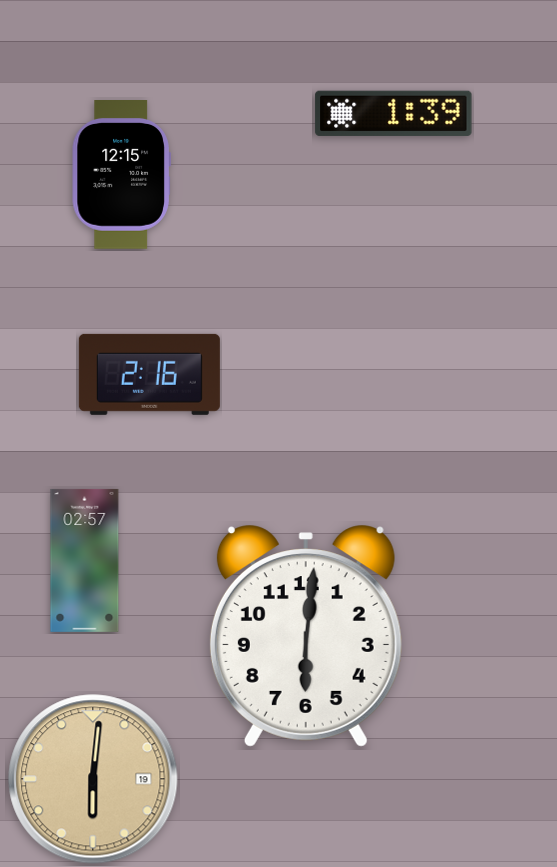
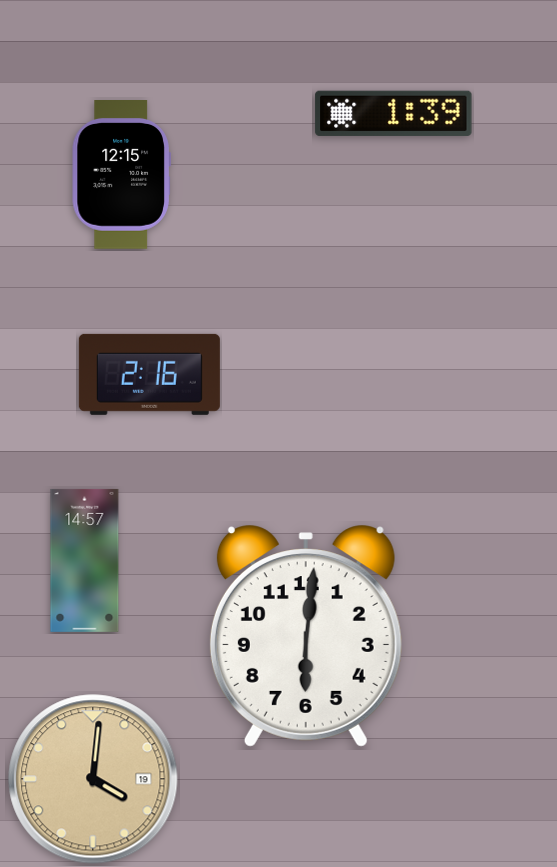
clock at (85, 560): 02:57 -> 14:57
clock at (93, 779): 6:01 -> 4:01
